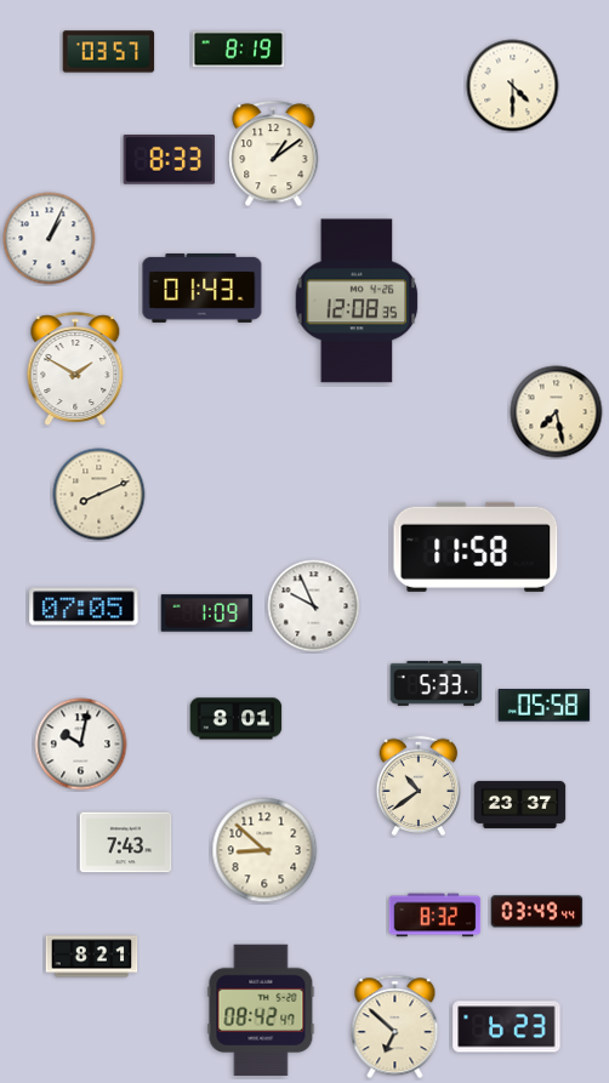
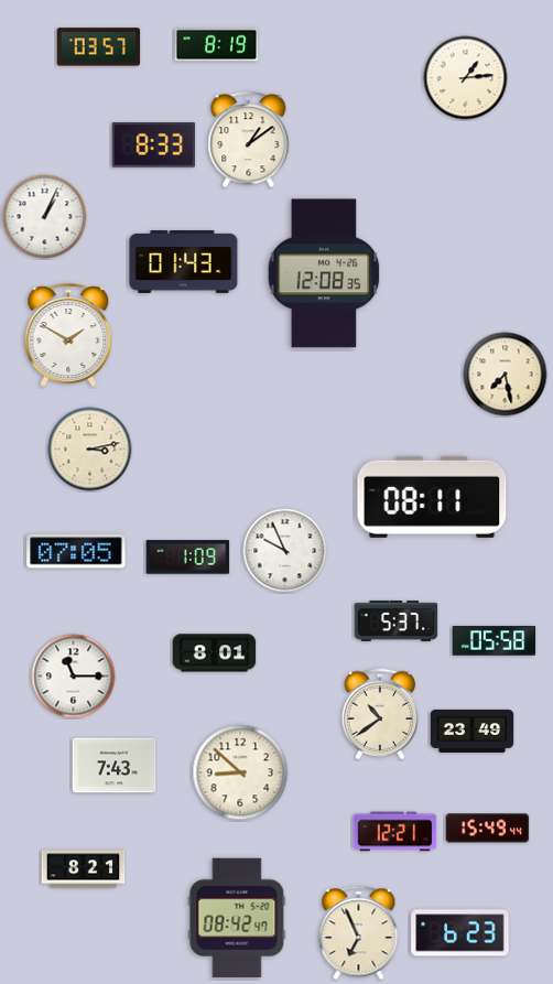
clock at (513, 86): 4:30 -> 1:14
clock at (99, 495): 8:11 -> 3:13
clock at (476, 547): 11:58 -> 08:11
clock at (437, 683): 5:33 -> 5:37
clock at (81, 745): 10:02 -> 11:15
clock at (520, 804): 23:37 -> 23:49
clock at (537, 912): 03:49 -> 15:49
clock at (436, 916): 8:32 -> 12:21
clock at (395, 1027): 6:52 -> 6:56
